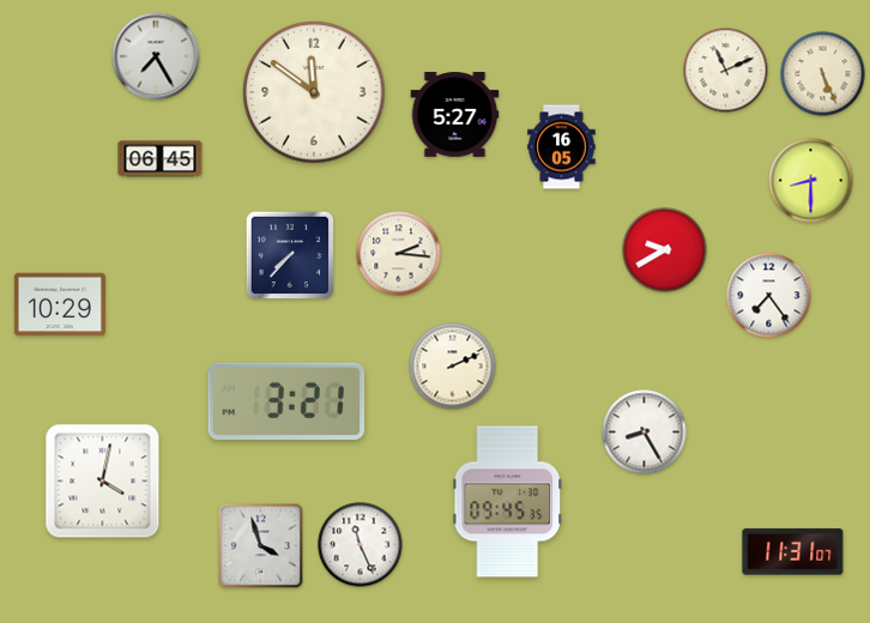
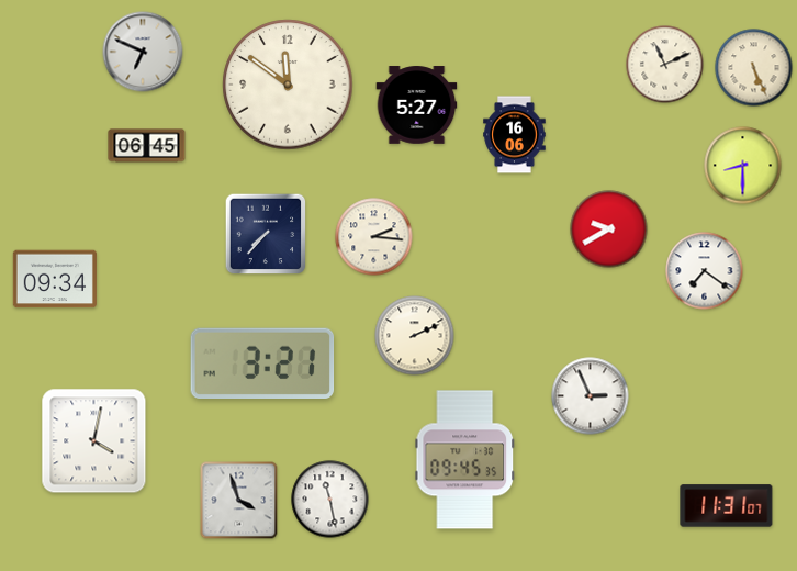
clock at (156, 56): 7:25 -> 6:49
clock at (562, 147): 16:05 -> 16:06
clock at (399, 254) position: (399, 254) -> (374, 237)
clock at (769, 296): 7:24 -> 7:21
clock at (60, 304): 10:29 -> 09:34
clock at (286, 400) position: (286, 400) -> (262, 362)
clock at (645, 433): 8:25 -> 2:56
clock at (361, 545): 11:26 -> 11:28
